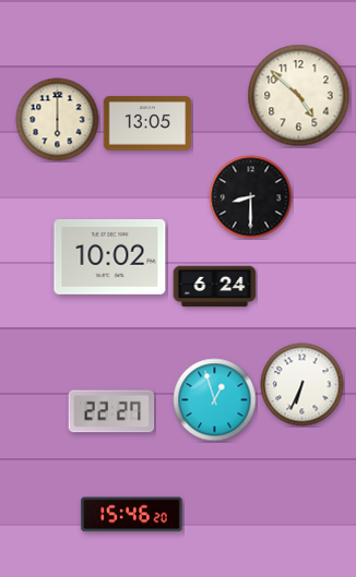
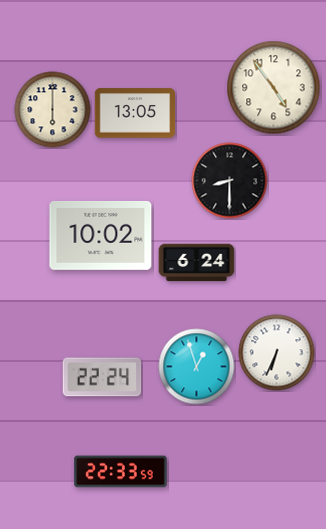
clock at (299, 96): 4:52 -> 4:54
clock at (111, 411): 22:27 -> 22:24
clock at (132, 515): 15:46 -> 22:33
